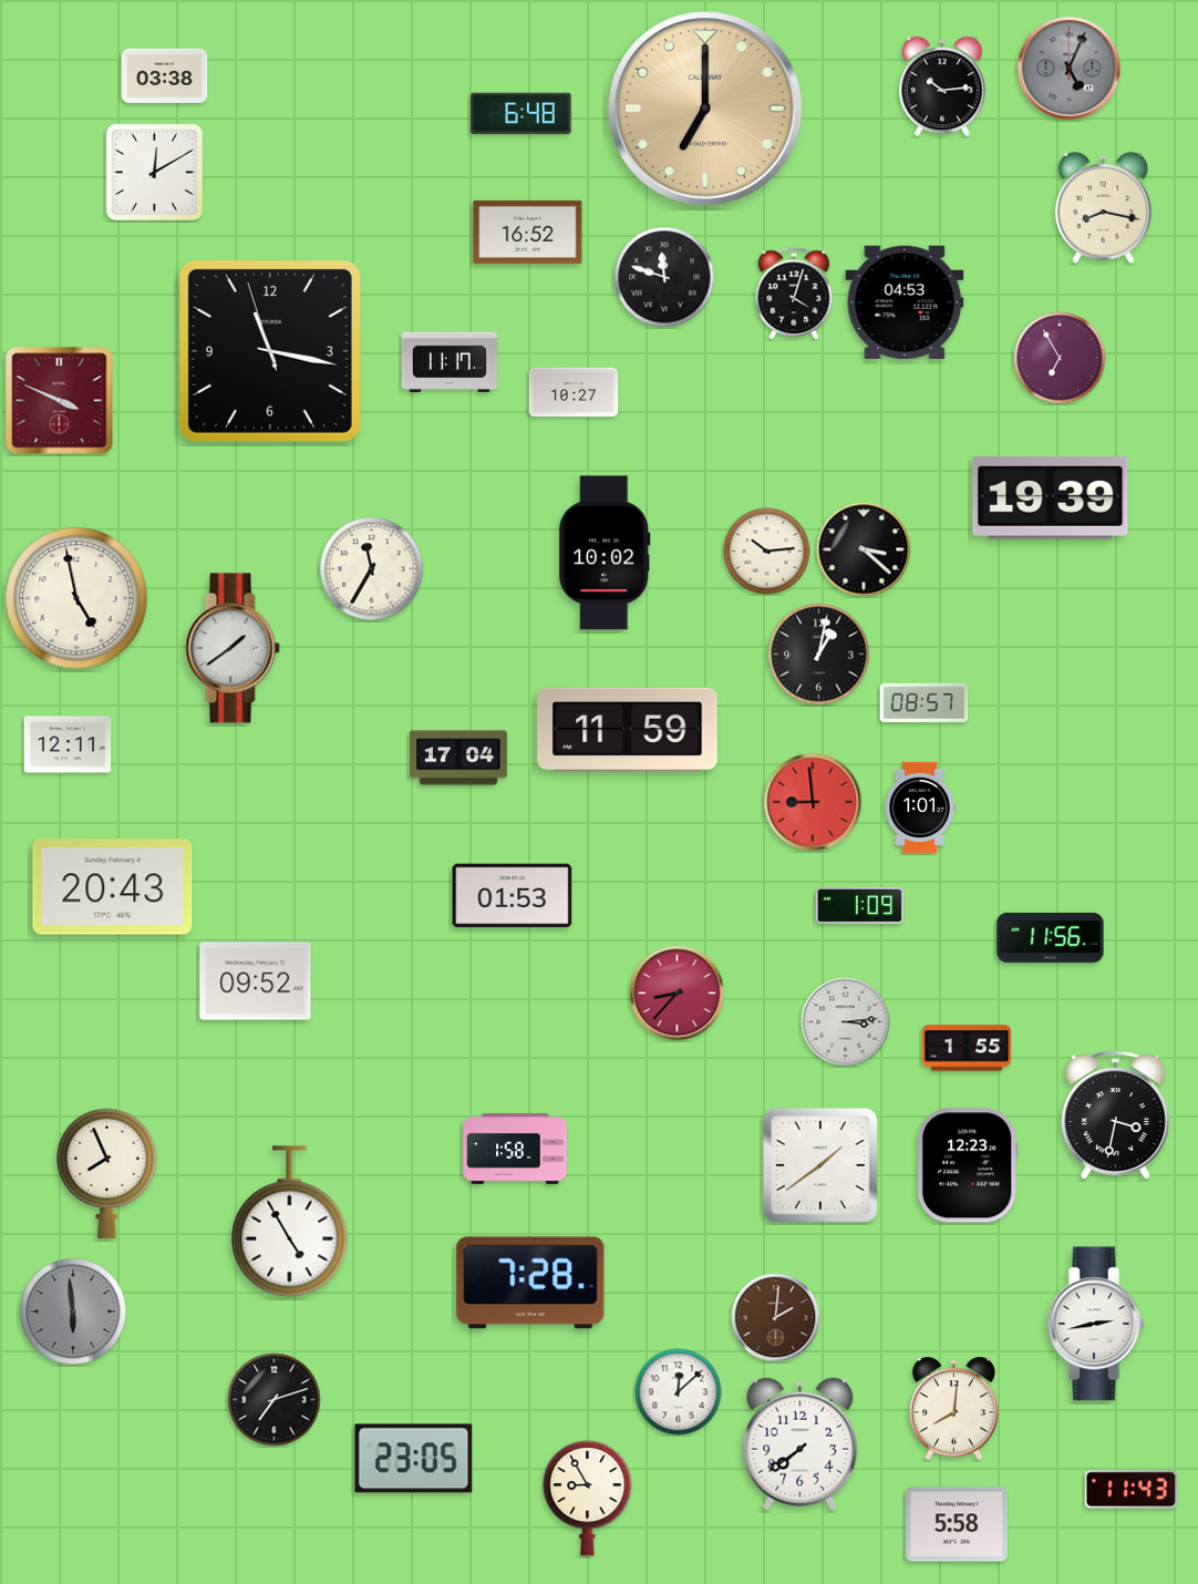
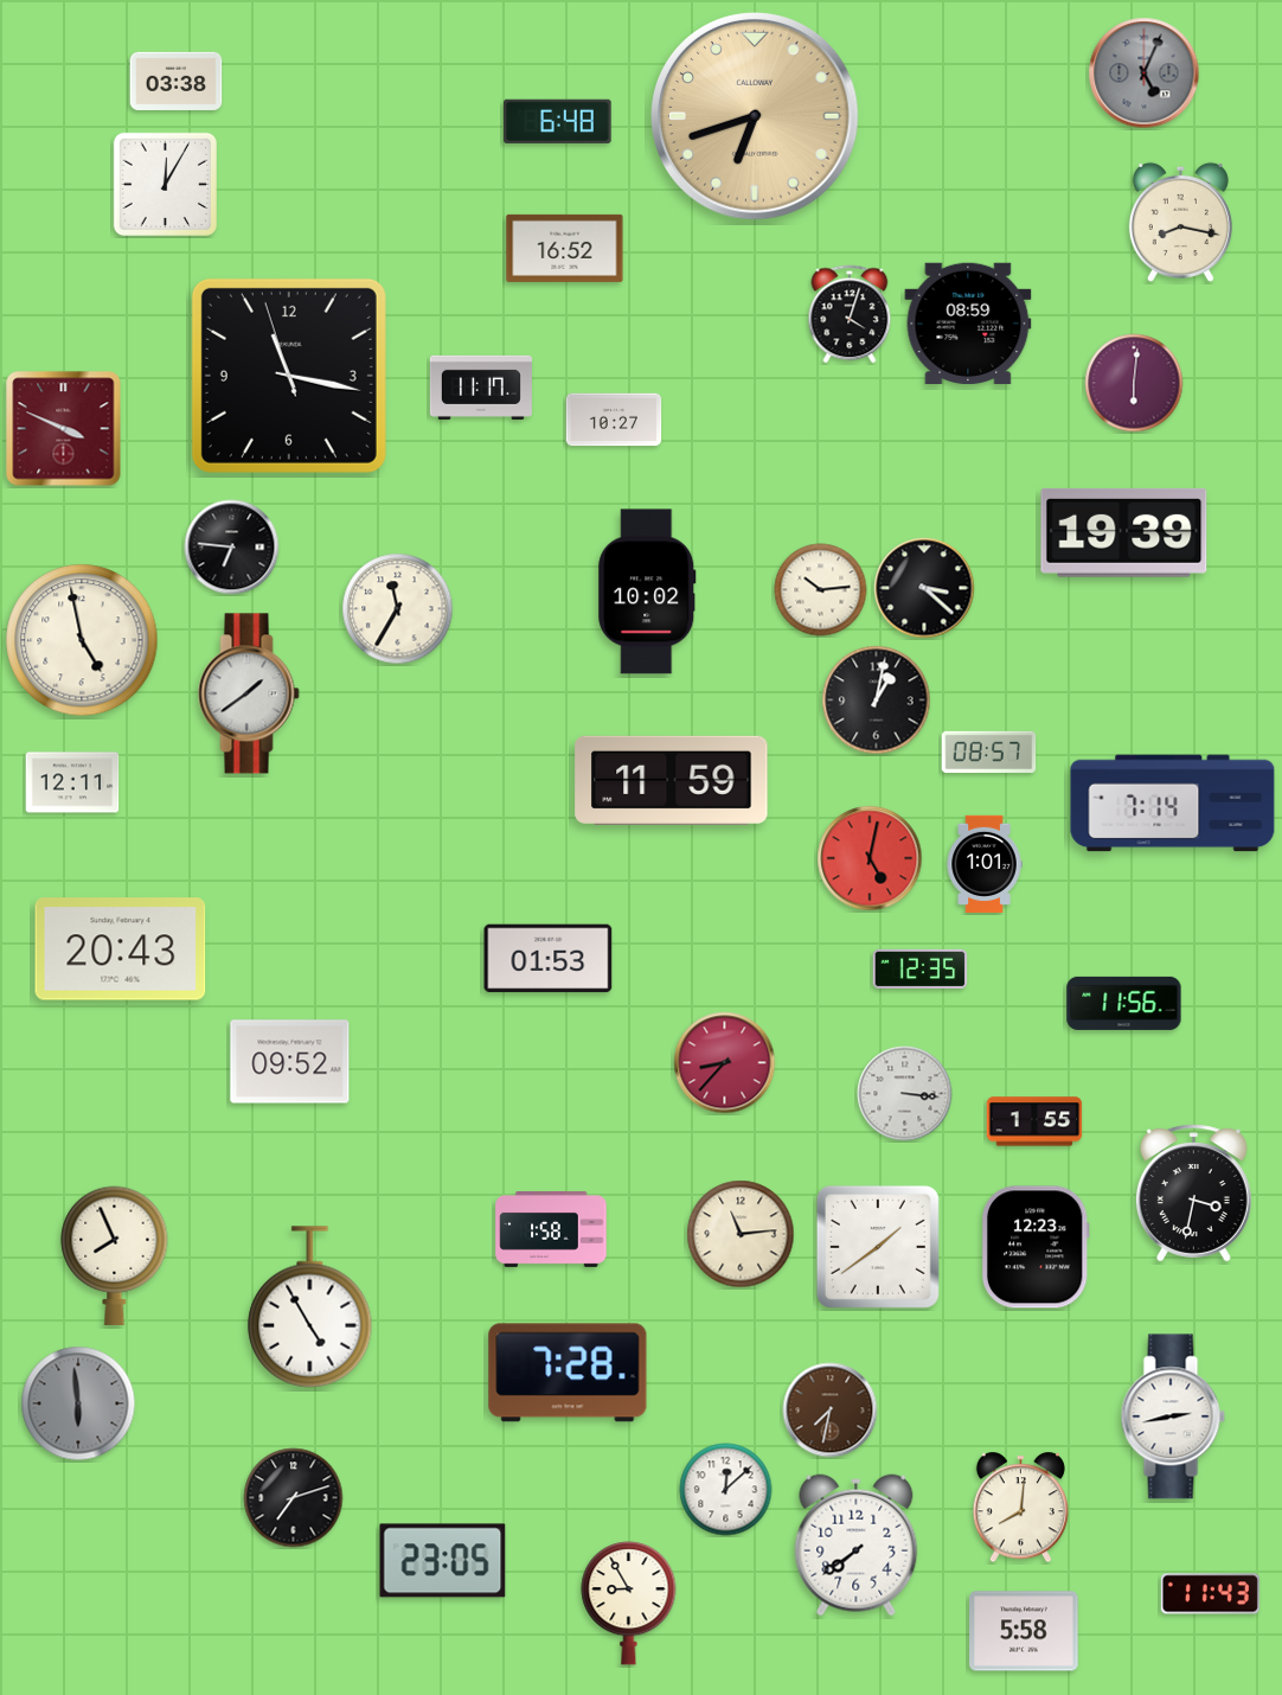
clock at (942, 86): 10:14 -> none
clock at (705, 109): 7:00 -> 6:42
clock at (154, 172): 12:10 -> 12:05
clock at (664, 277): 11:48 -> none
clock at (905, 301): 04:53 -> 08:59
clock at (1060, 358): 6:55 -> 6:01
clock at (232, 548): none -> 6:46
clock at (68, 744) position: (68, 744) -> (72, 782)
clock at (1173, 804): none -> 7:14
clock at (459, 758): 17:04 -> none
clock at (813, 802): 8:59 -> 5:02
clock at (860, 905): 1:09 -> 12:35
clock at (256, 981) position: (256, 981) -> (290, 1062)
clock at (846, 1022): 3:14 -> 3:16
clock at (741, 1234): none -> 11:14
clock at (776, 1318): 2:01 -> 7:32
